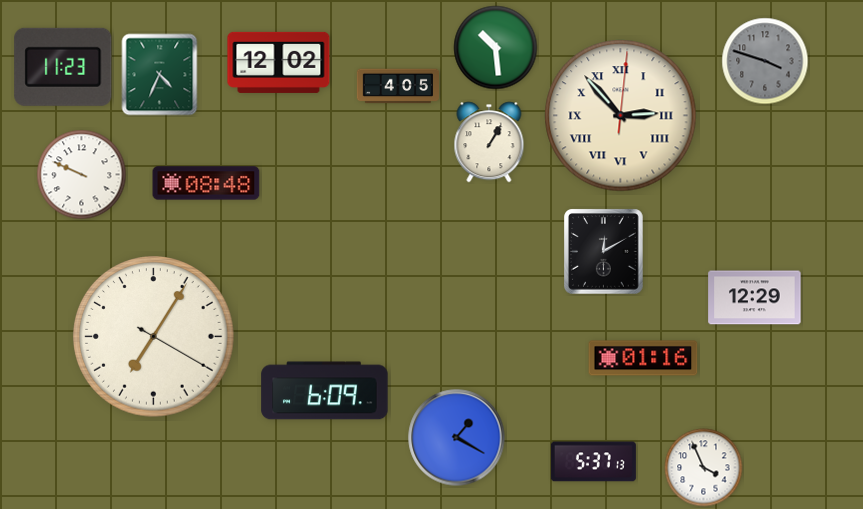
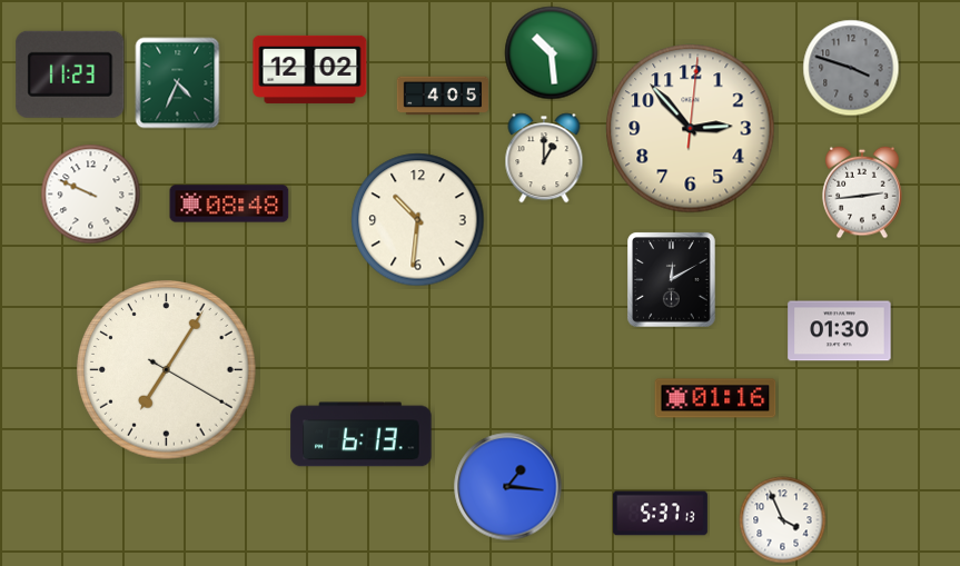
clock at (621, 116) numerals: Roman -> Arabic
clock at (489, 142): 1:05 -> 1:00
clock at (862, 192): none -> 2:44
clock at (418, 220): none -> 10:31
clock at (755, 298): 12:29 -> 01:30
clock at (154, 337) position: (154, 337) -> (167, 370)
clock at (325, 391): 6:09 -> 6:13
clock at (457, 438): 1:20 -> 1:16
